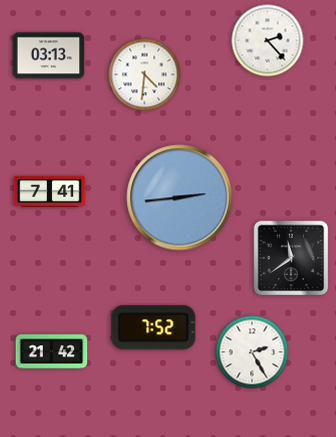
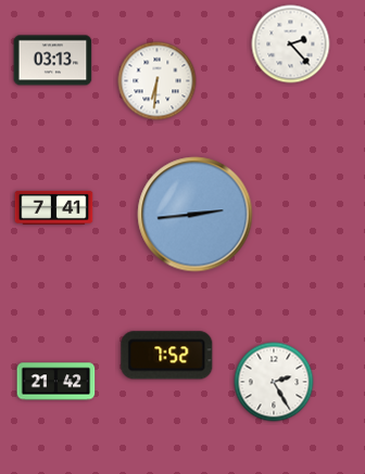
clock at (145, 75): 4:31 -> 6:31
clock at (291, 258): 11:39 -> none
